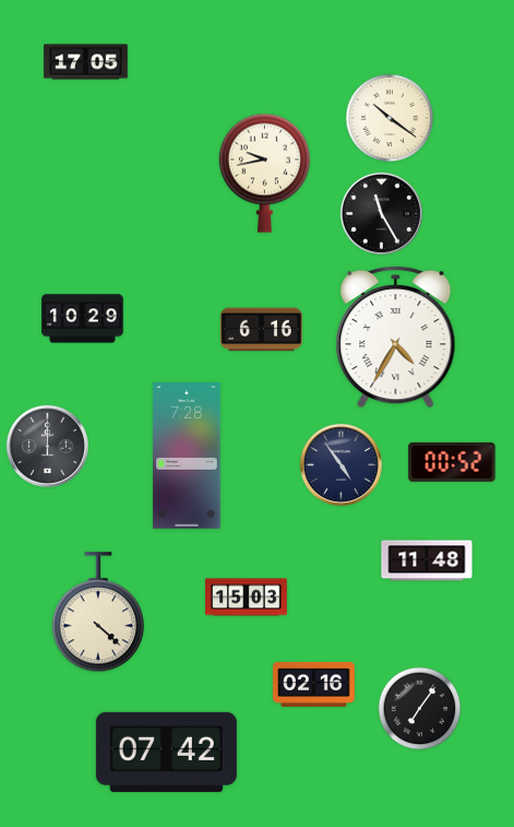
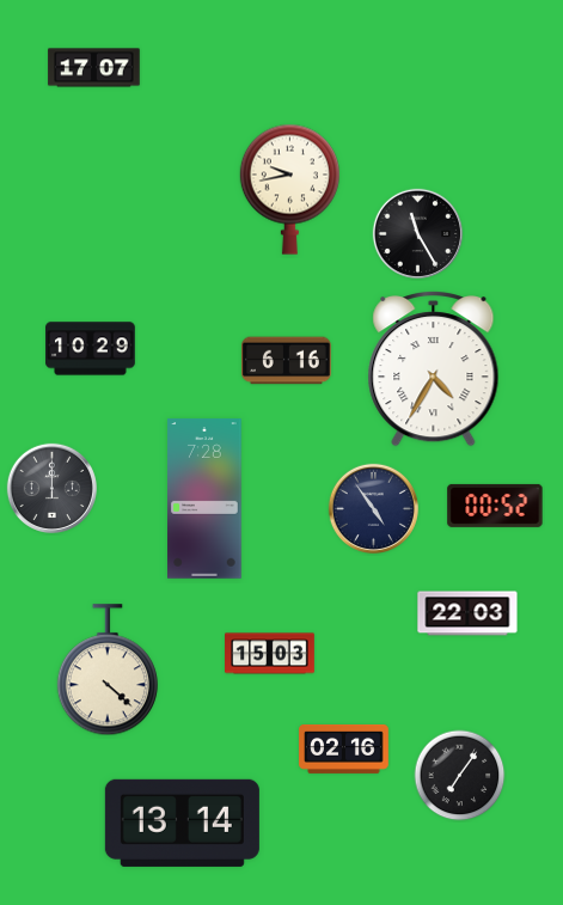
clock at (86, 62): 17:05 -> 17:07
clock at (390, 118): 10:21 -> none
clock at (427, 560): 11:48 -> 22:03
clock at (166, 752): 07:42 -> 13:14
